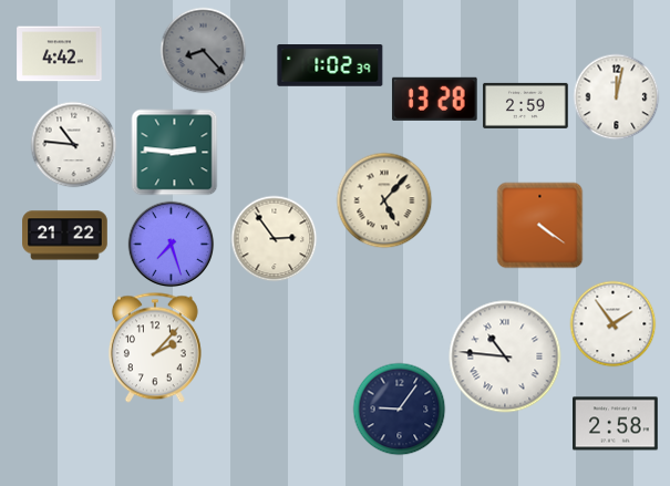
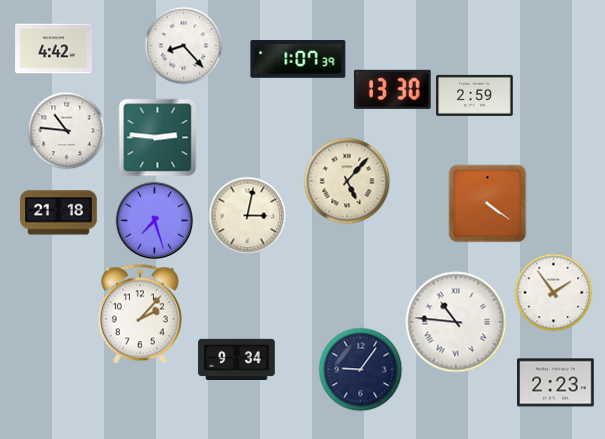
clock at (203, 50) dial: grey -> white
clock at (330, 66): 1:02 -> 1:07
clock at (616, 96): 12:02 -> none
clock at (434, 99): 13:28 -> 13:30
clock at (65, 236): 21:22 -> 21:18
clock at (274, 238): 2:54 -> 3:02
clock at (237, 359): none -> 9:34
clock at (616, 424): 2:58 -> 2:23
